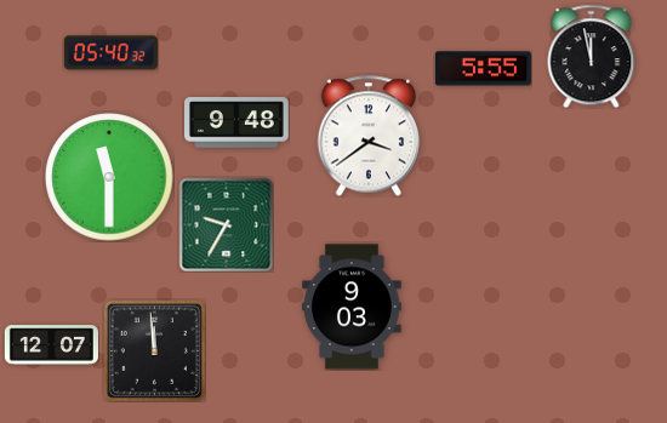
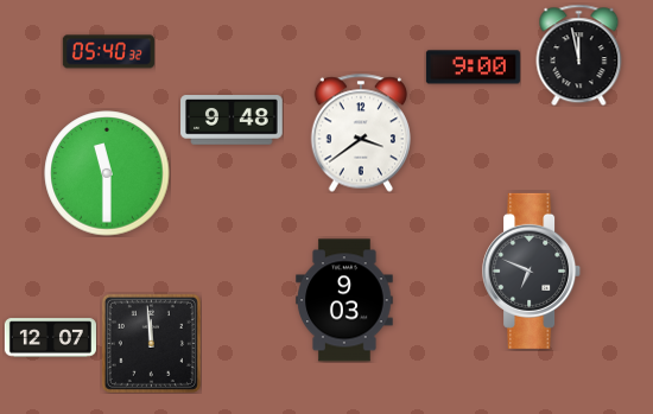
clock at (483, 69): 5:55 -> 9:00
clock at (226, 224): 9:35 -> none
clock at (532, 270): none -> 6:49
